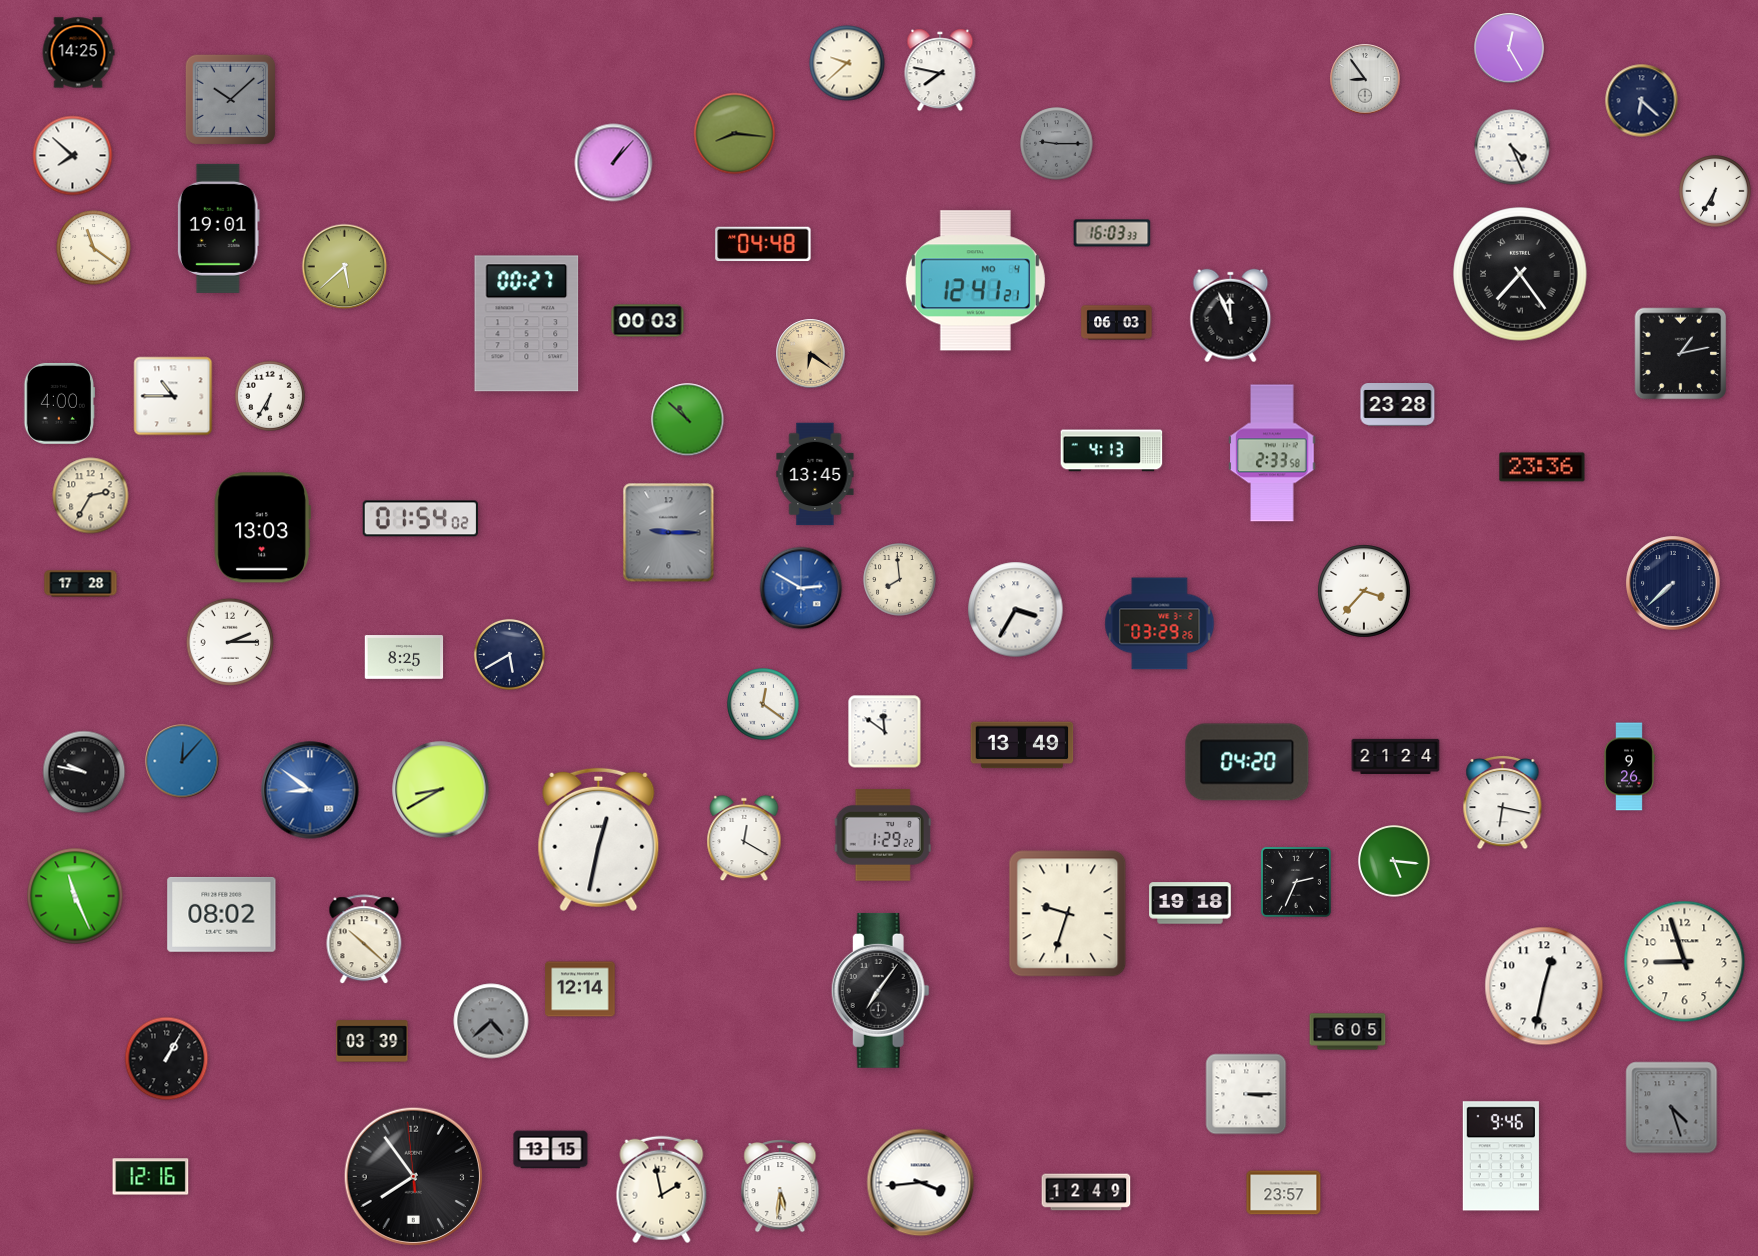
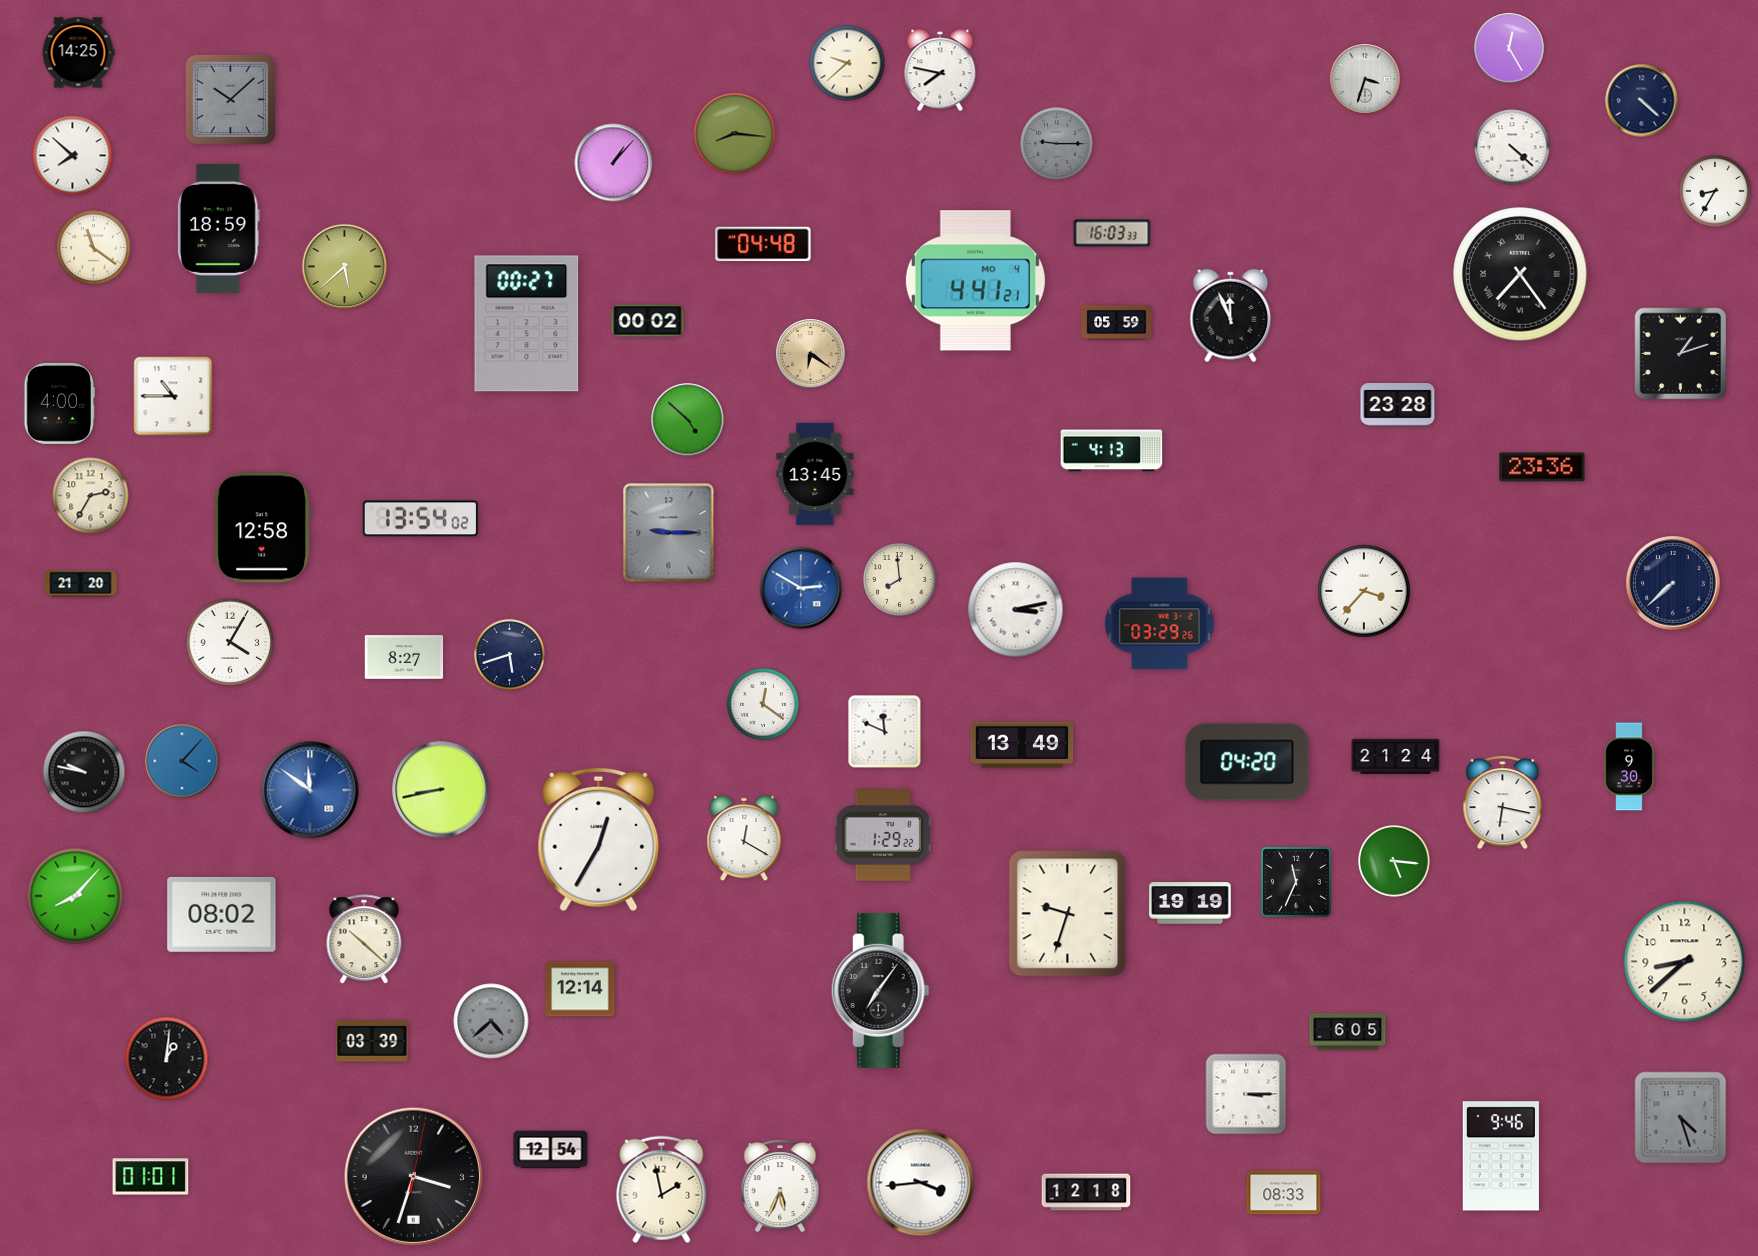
clock at (1365, 79): 8:54 -> 3:33
clock at (1642, 101): 6:22 -> 4:22
clock at (1512, 147): 4:26 -> 4:22
clock at (1716, 192): 6:35 -> 8:35
clock at (218, 228): 19:01 -> 18:59
clock at (975, 281): 12:41 -> 4:41
clock at (648, 321): 00:03 -> 00:02
clock at (1117, 323): 06:03 -> 05:59
clock at (1681, 354): 1:13 -> 1:12
clock at (270, 396): 6:35 -> none
clock at (688, 420): 10:52 -> 4:52
clock at (1272, 453): 2:33 -> none
clock at (420, 519): 01:54 -> 13:54
clock at (262, 528): 13:03 -> 12:58
clock at (81, 584): 17:28 -> 21:20
clock at (1016, 610): 3:35 -> 3:13
clock at (230, 642): 2:15 -> 4:05
clock at (509, 654): 5:40 -> 5:42
clock at (404, 657): 8:25 -> 8:27
clock at (885, 732): 11:51 -> 11:49
clock at (182, 761): 12:07 -> 4:07
clock at (1629, 767): 9:26 -> 9:30
clock at (310, 790): 8:51 -> 11:51
clock at (441, 790): 8:40 -> 8:43
clock at (599, 840): 12:32 -> 12:35
clock at (1296, 882): 2:34 -> 11:34
clock at (75, 896): 11:26 -> 8:07
clock at (1190, 903): 19:18 -> 19:19
clock at (1685, 962): 8:57 -> 8:38
clock at (1544, 986): 12:32 -> none
clock at (167, 1059): 1:05 -> 1:01
clock at (1672, 1108) position: (1672, 1108) -> (1681, 1118)
clock at (551, 1150): 13:15 -> 12:54
clock at (413, 1176): 7:53 -> 3:33
clock at (151, 1177): 12:16 -> 01:01
clock at (780, 1187): 5:31 -> 5:34
clock at (1086, 1192): 12:49 -> 12:18
clock at (1284, 1193): 23:57 -> 08:33
